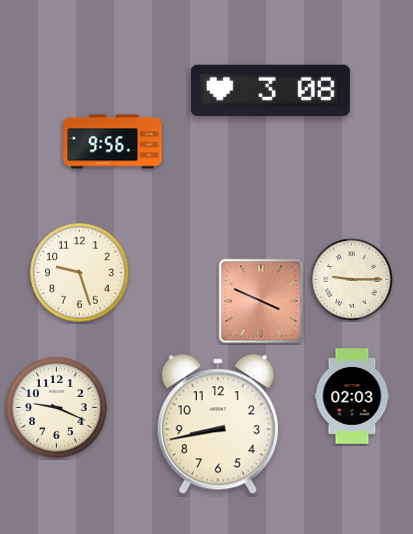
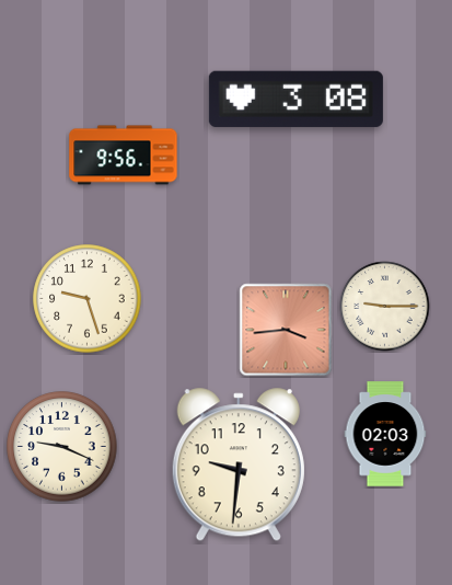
clock at (261, 301): 3:49 -> 3:44
clock at (218, 425): 8:43 -> 9:31
